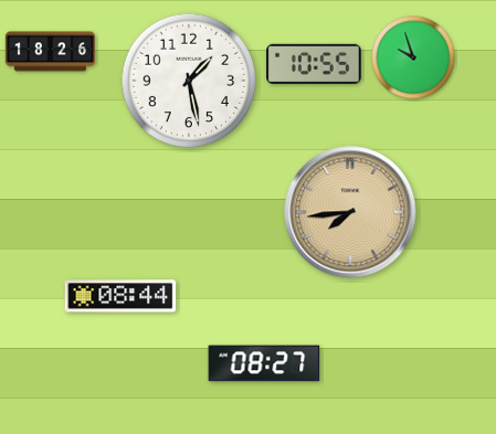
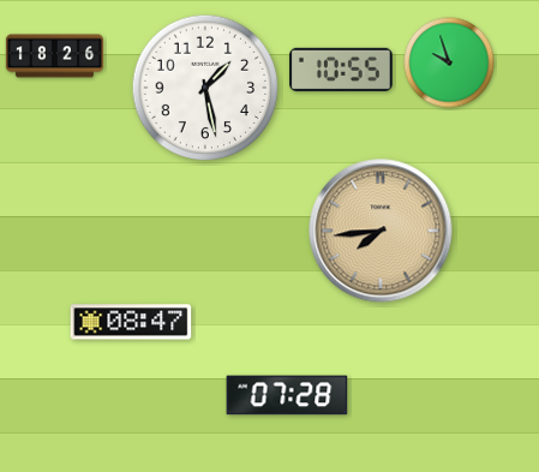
clock at (120, 296): 08:44 -> 08:47
clock at (264, 363): 08:27 -> 07:28
